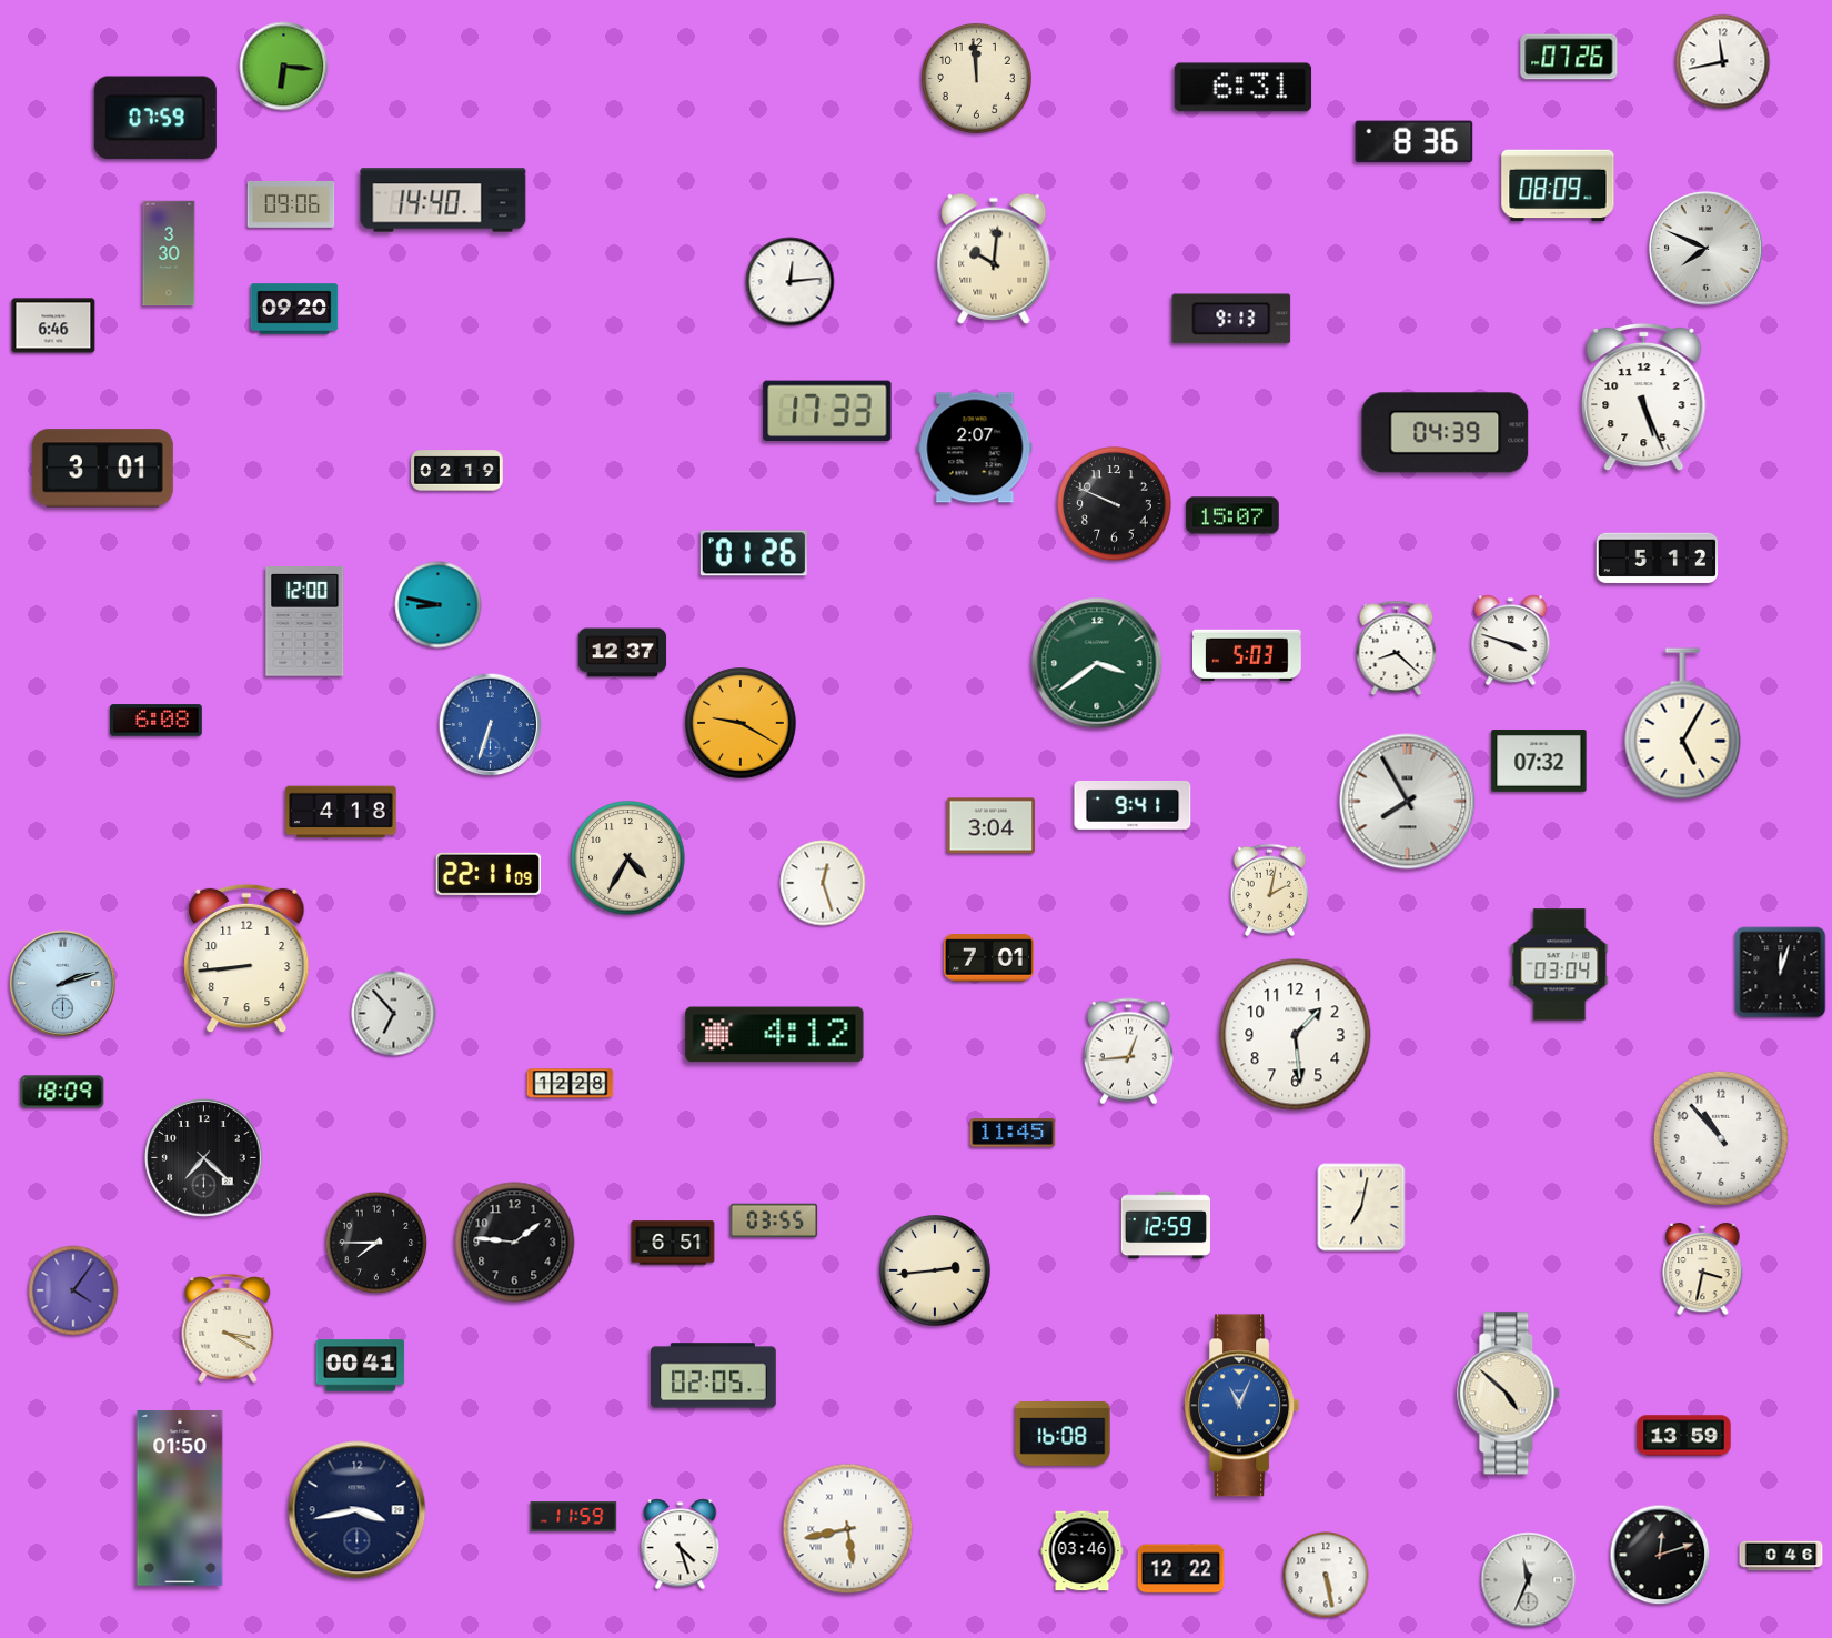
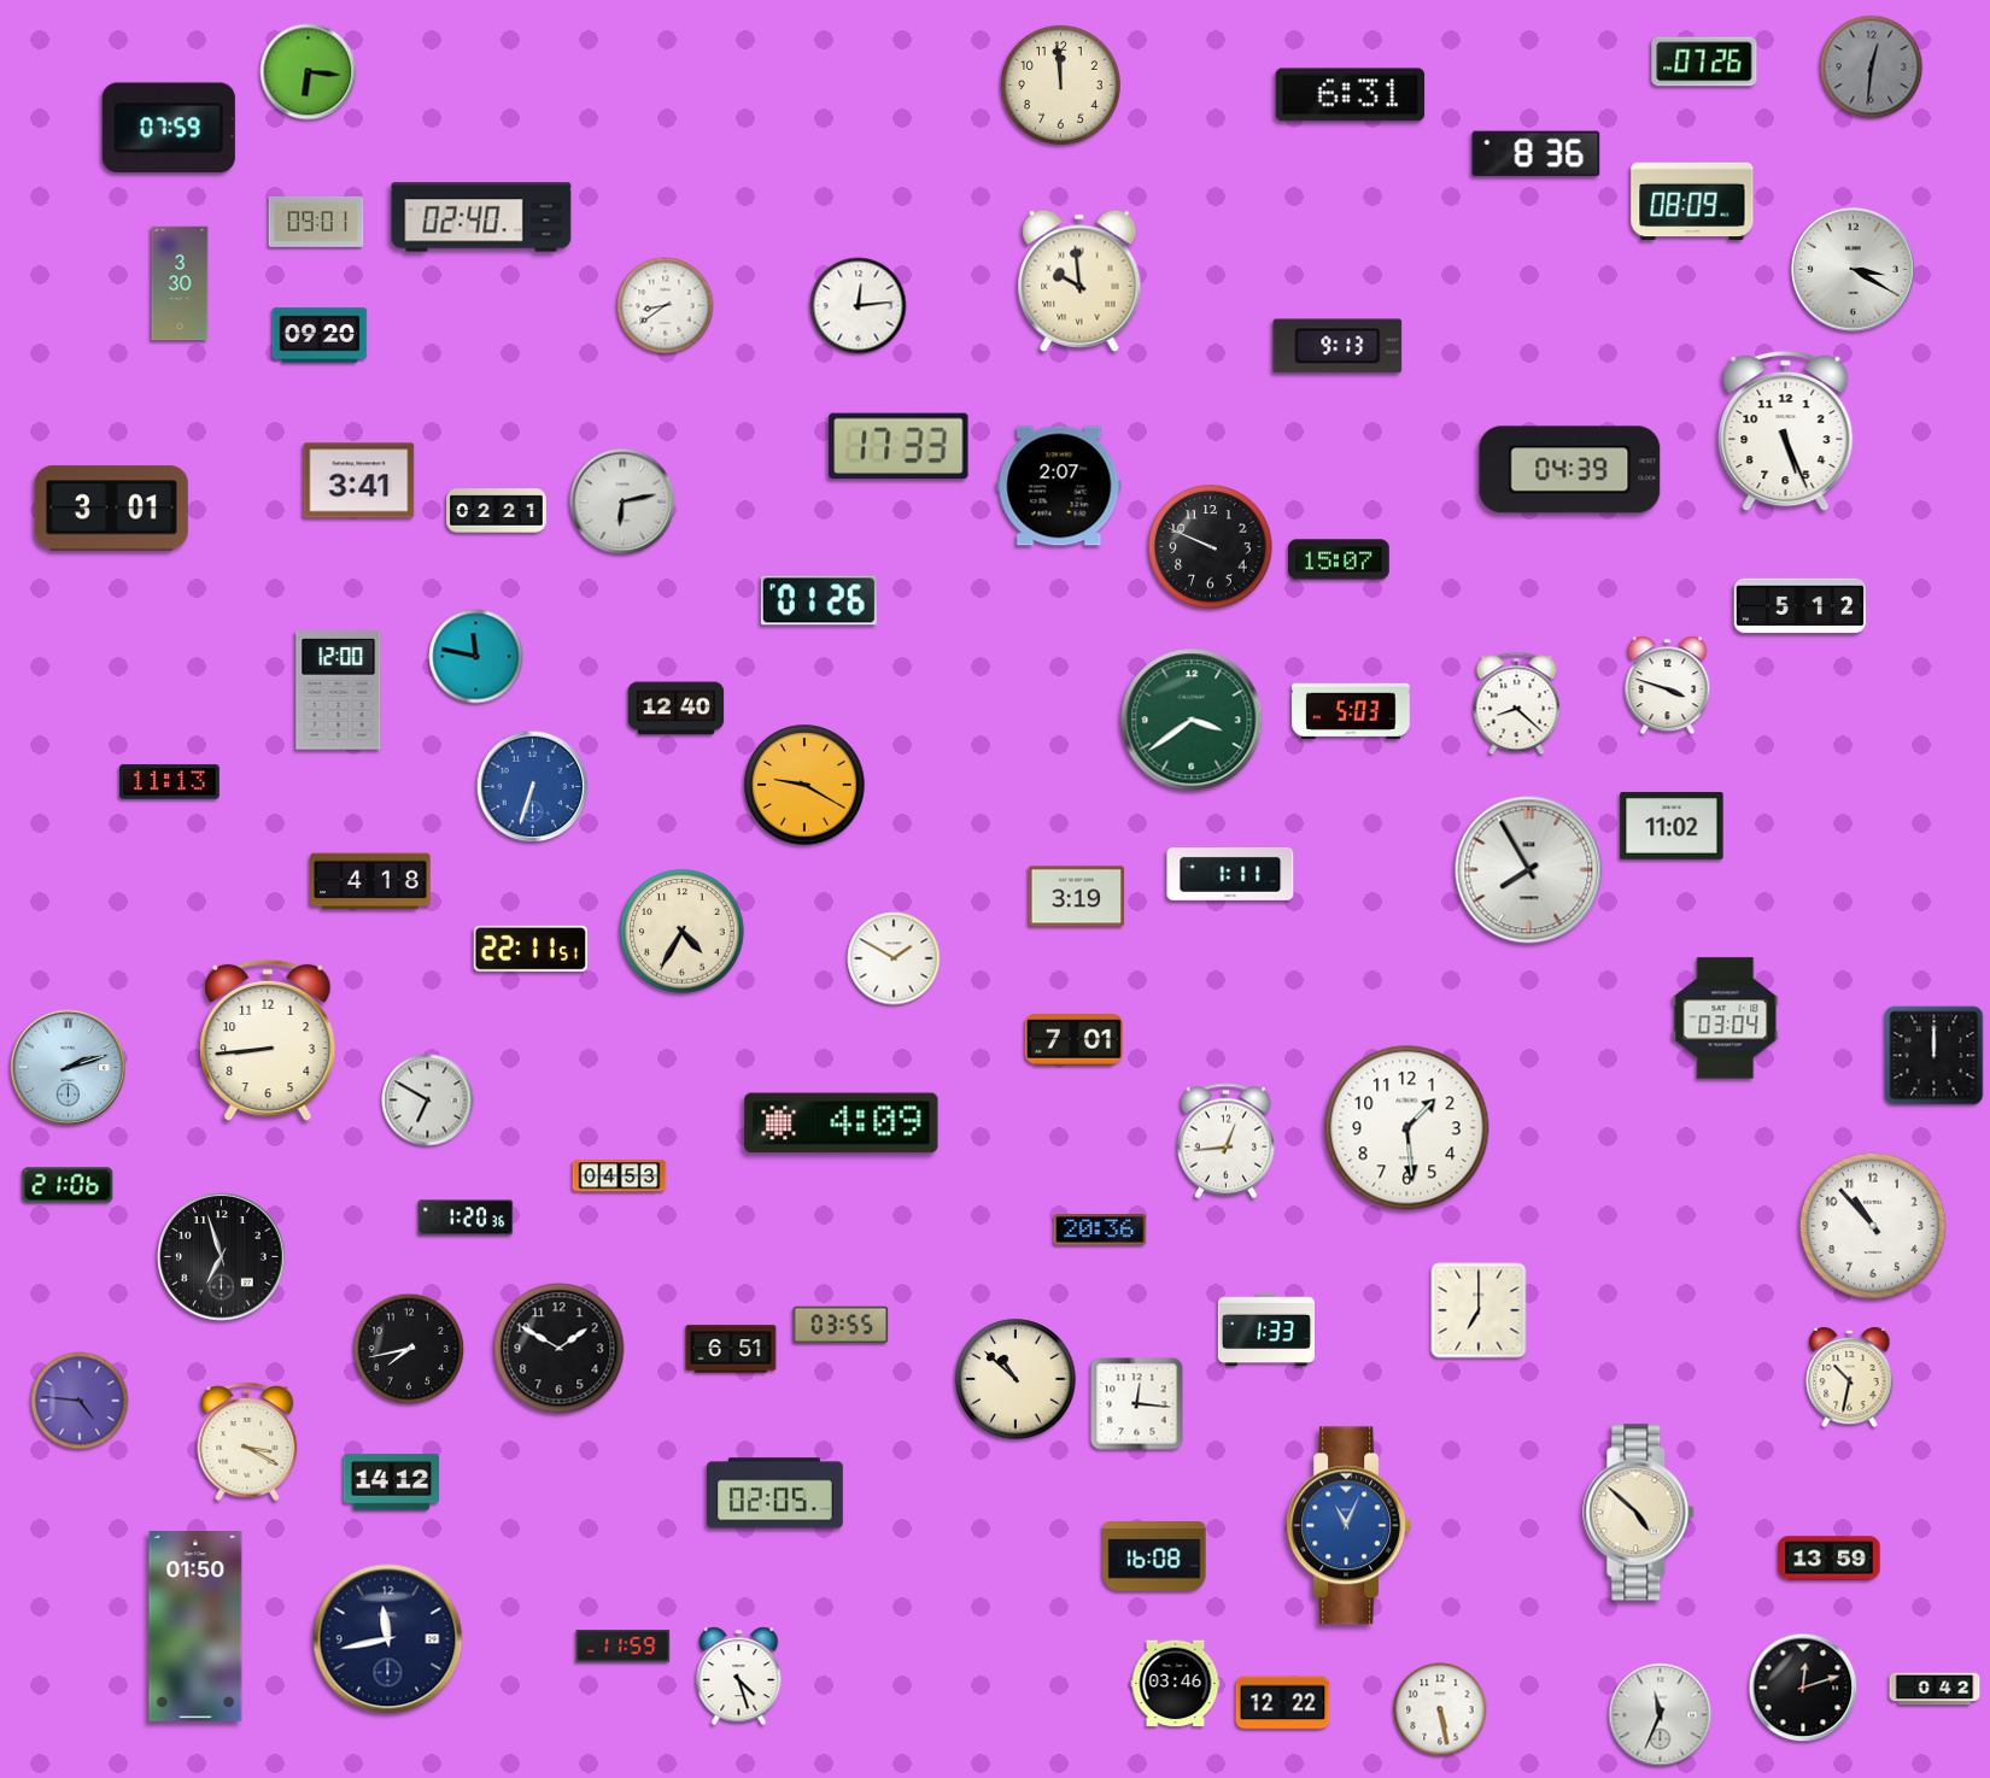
clock at (1723, 62): 11:43 -> 12:31
clock at (1723, 62) dial: white -> grey
clock at (443, 200): 14:40 -> 02:40
clock at (291, 204): 09:06 -> 09:01
clock at (1705, 248): 7:49 -> 3:20
clock at (169, 253) position: (169, 253) -> (180, 283)
clock at (994, 259): 10:01 -> 9:59
clock at (666, 306): none -> 8:39
clock at (53, 325): 6:46 -> none
clock at (359, 481): none -> 3:41
clock at (622, 501): none -> 6:13
clock at (457, 471): 02:19 -> 02:21
clock at (439, 605): 8:47 -> 11:47
clock at (305, 622) position: (305, 622) -> (339, 691)
clock at (1511, 641) position: (1511, 641) -> (1668, 686)
clock at (623, 653): 12:37 -> 12:40
clock at (1248, 655) position: (1248, 655) -> (1352, 711)
clock at (157, 721): 6:08 -> 11:13
clock at (1683, 724): 5:05 -> none
clock at (1539, 761): 07:32 -> 11:02
clock at (1133, 805): 9:41 -> 1:11
clock at (992, 826): 3:04 -> 3:19
clock at (487, 874): 22:11:09 -> 22:11:51
clock at (823, 883): 12:27 -> 1:50
clock at (1270, 891): 2:02 -> none
clock at (1560, 965) position: (1560, 965) -> (1726, 1019)
clock at (1781, 973): 12:03 -> 12:00
clock at (394, 1014): 6:53 -> 6:50
clock at (775, 1035): 4:12 -> 4:09
clock at (1296, 1035) position: (1296, 1035) -> (1407, 1128)
clock at (571, 1084): 12:28 -> 04:53
clock at (62, 1092): 18:09 -> 21:06
clock at (466, 1217): none -> 1:20
clock at (1013, 1134): 11:45 -> 20:36
clock at (1721, 1138) position: (1721, 1138) -> (1873, 1226)
clock at (204, 1158): 7:22 -> 6:57
clock at (1361, 1207): 7:02 -> 7:00
clock at (1165, 1225): 12:59 -> 1:33
clock at (376, 1243): 7:45 -> 7:43
clock at (515, 1243): 1:46 -> 1:50
clock at (1703, 1269): 3:32 -> 10:32
clock at (935, 1270): 2:44 -> 10:52
clock at (73, 1290): 4:06 -> 4:46
clock at (1137, 1404): none -> 12:16
clock at (361, 1366): 00:41 -> 14:12
clock at (358, 1510): 3:43 -> 11:43
clock at (848, 1529): 5:43 -> none
clock at (1781, 1556): 0:46 -> 0:42
